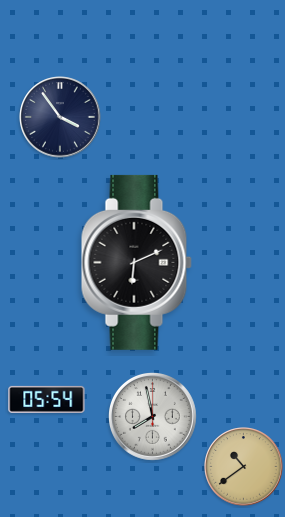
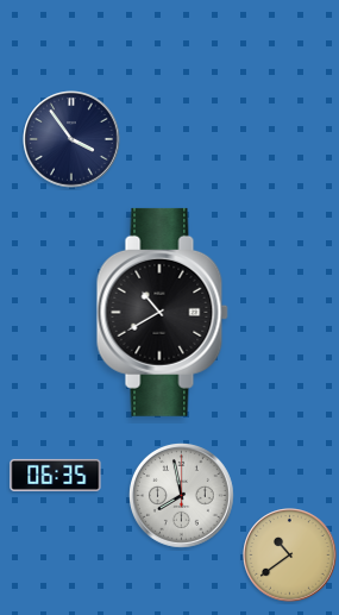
clock at (136, 262): 6:11 -> 10:40
clock at (47, 399): 05:54 -> 06:35
